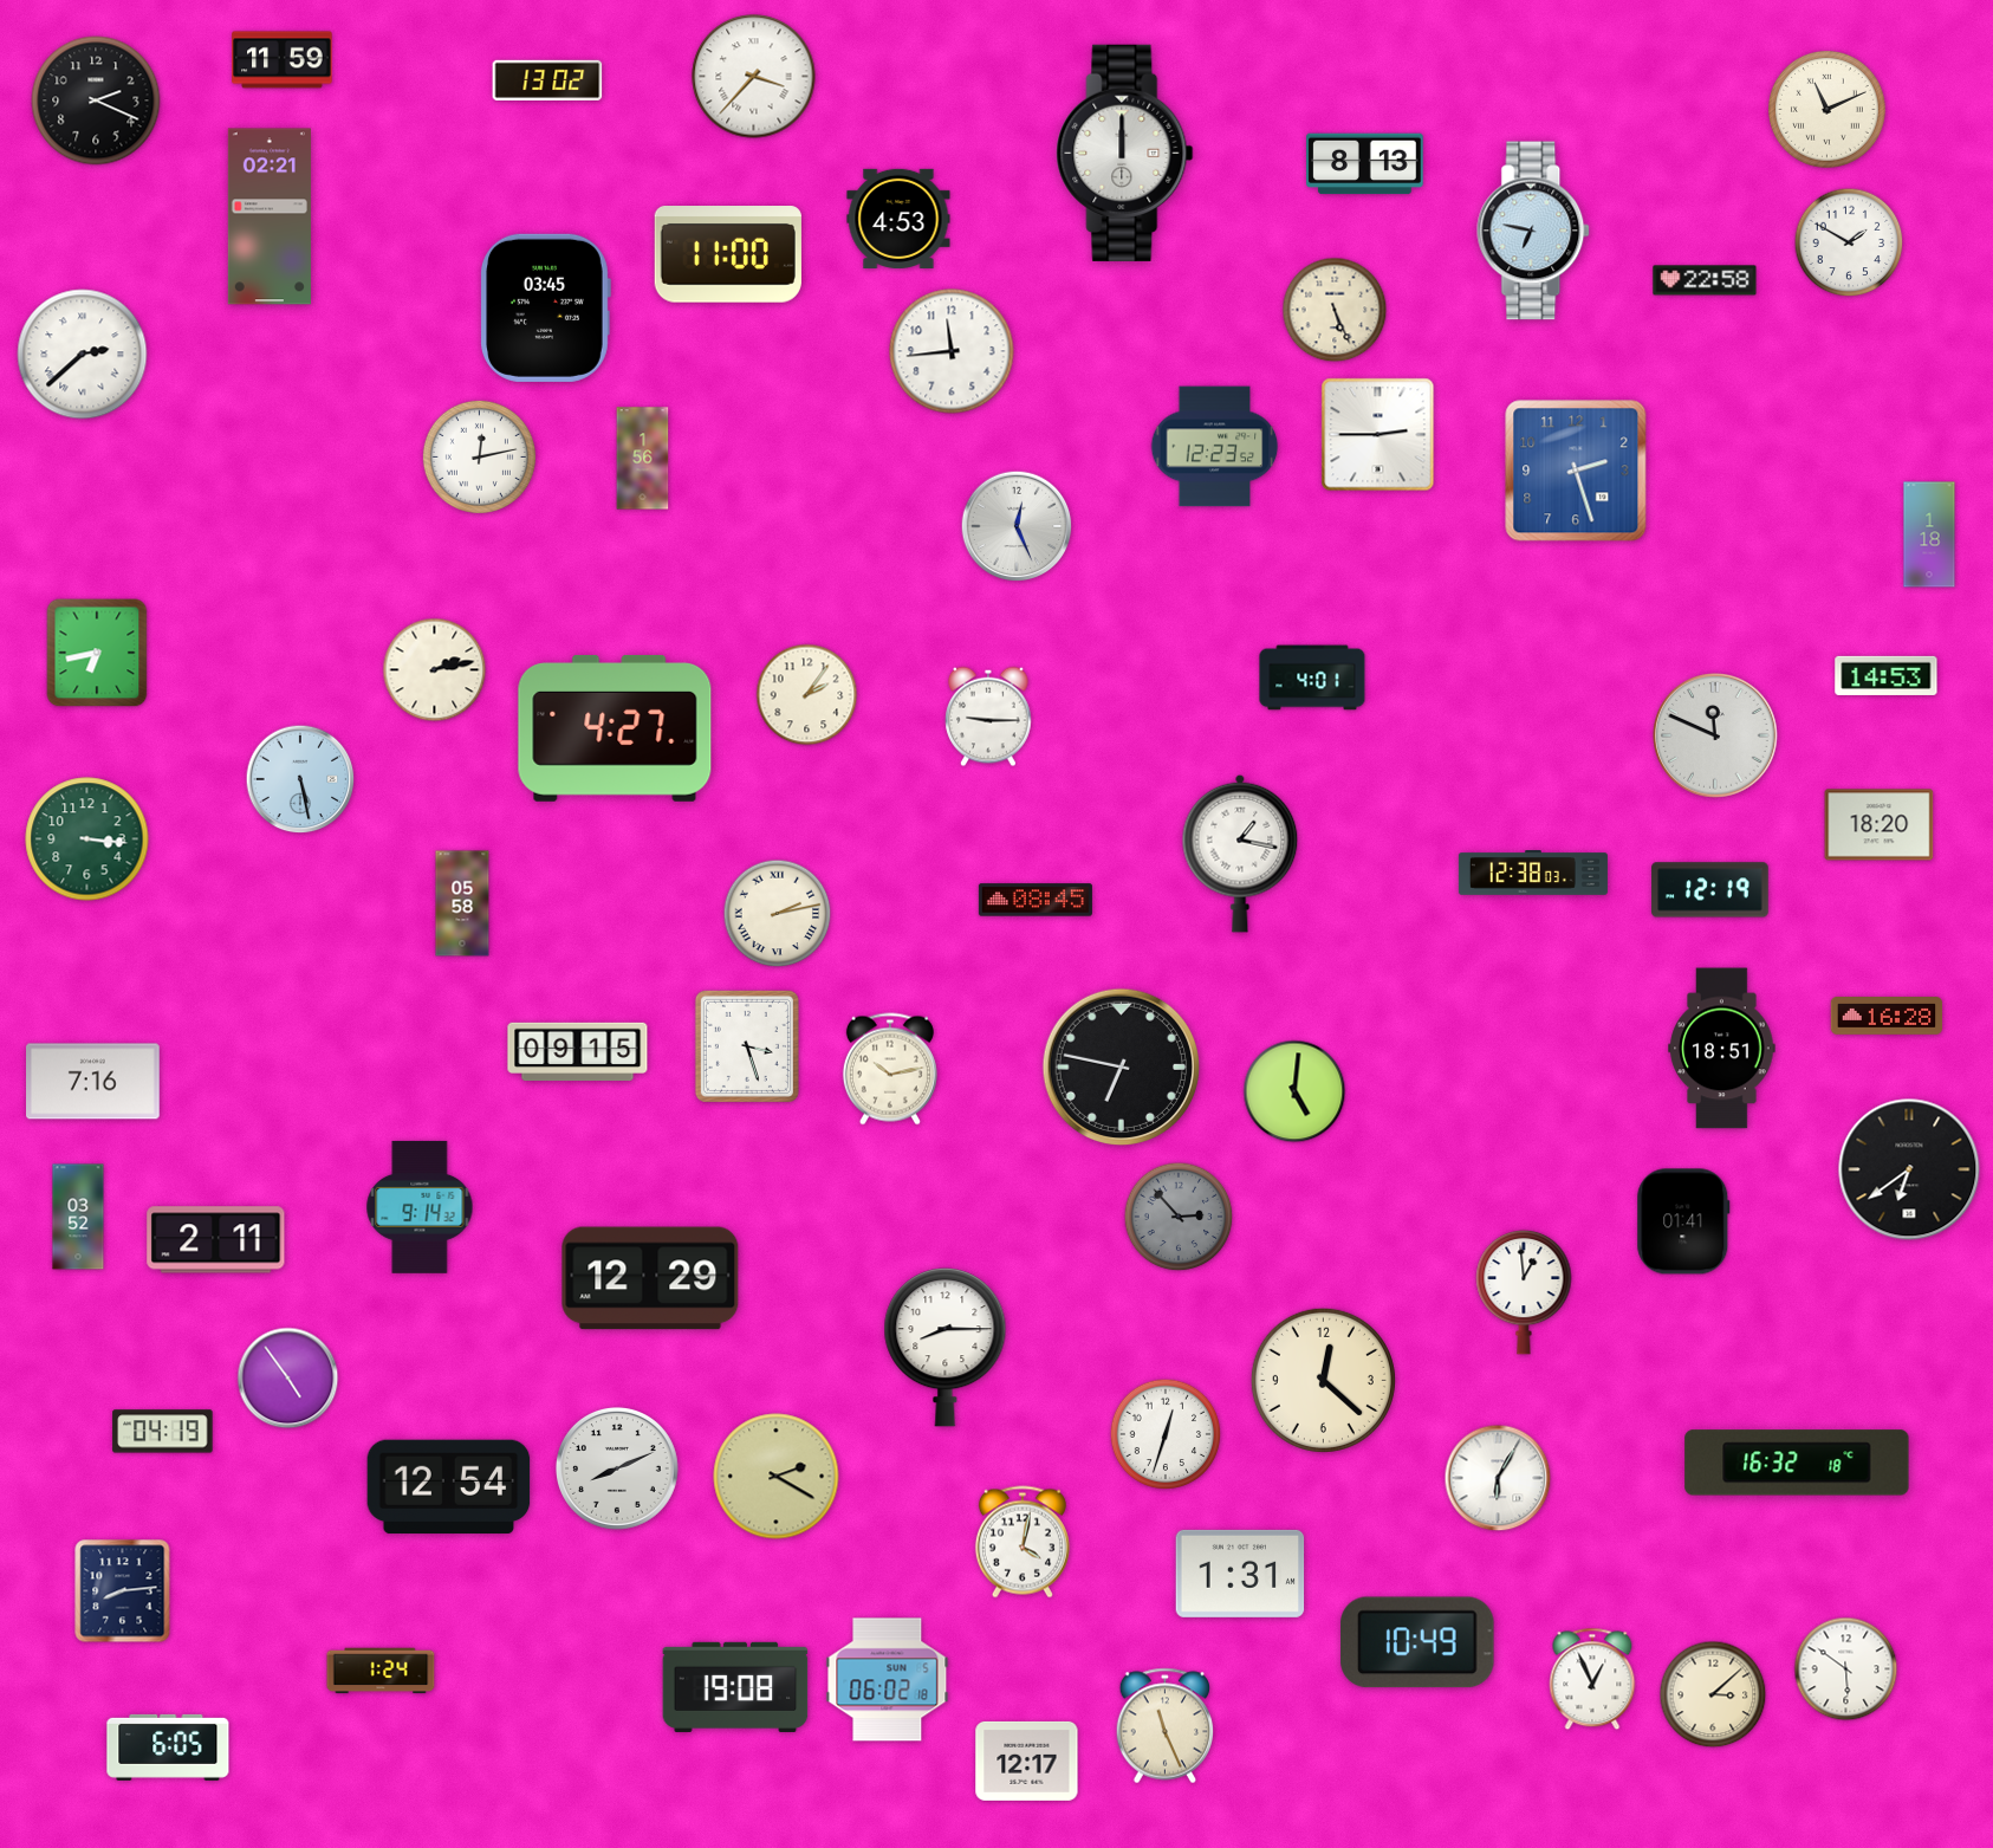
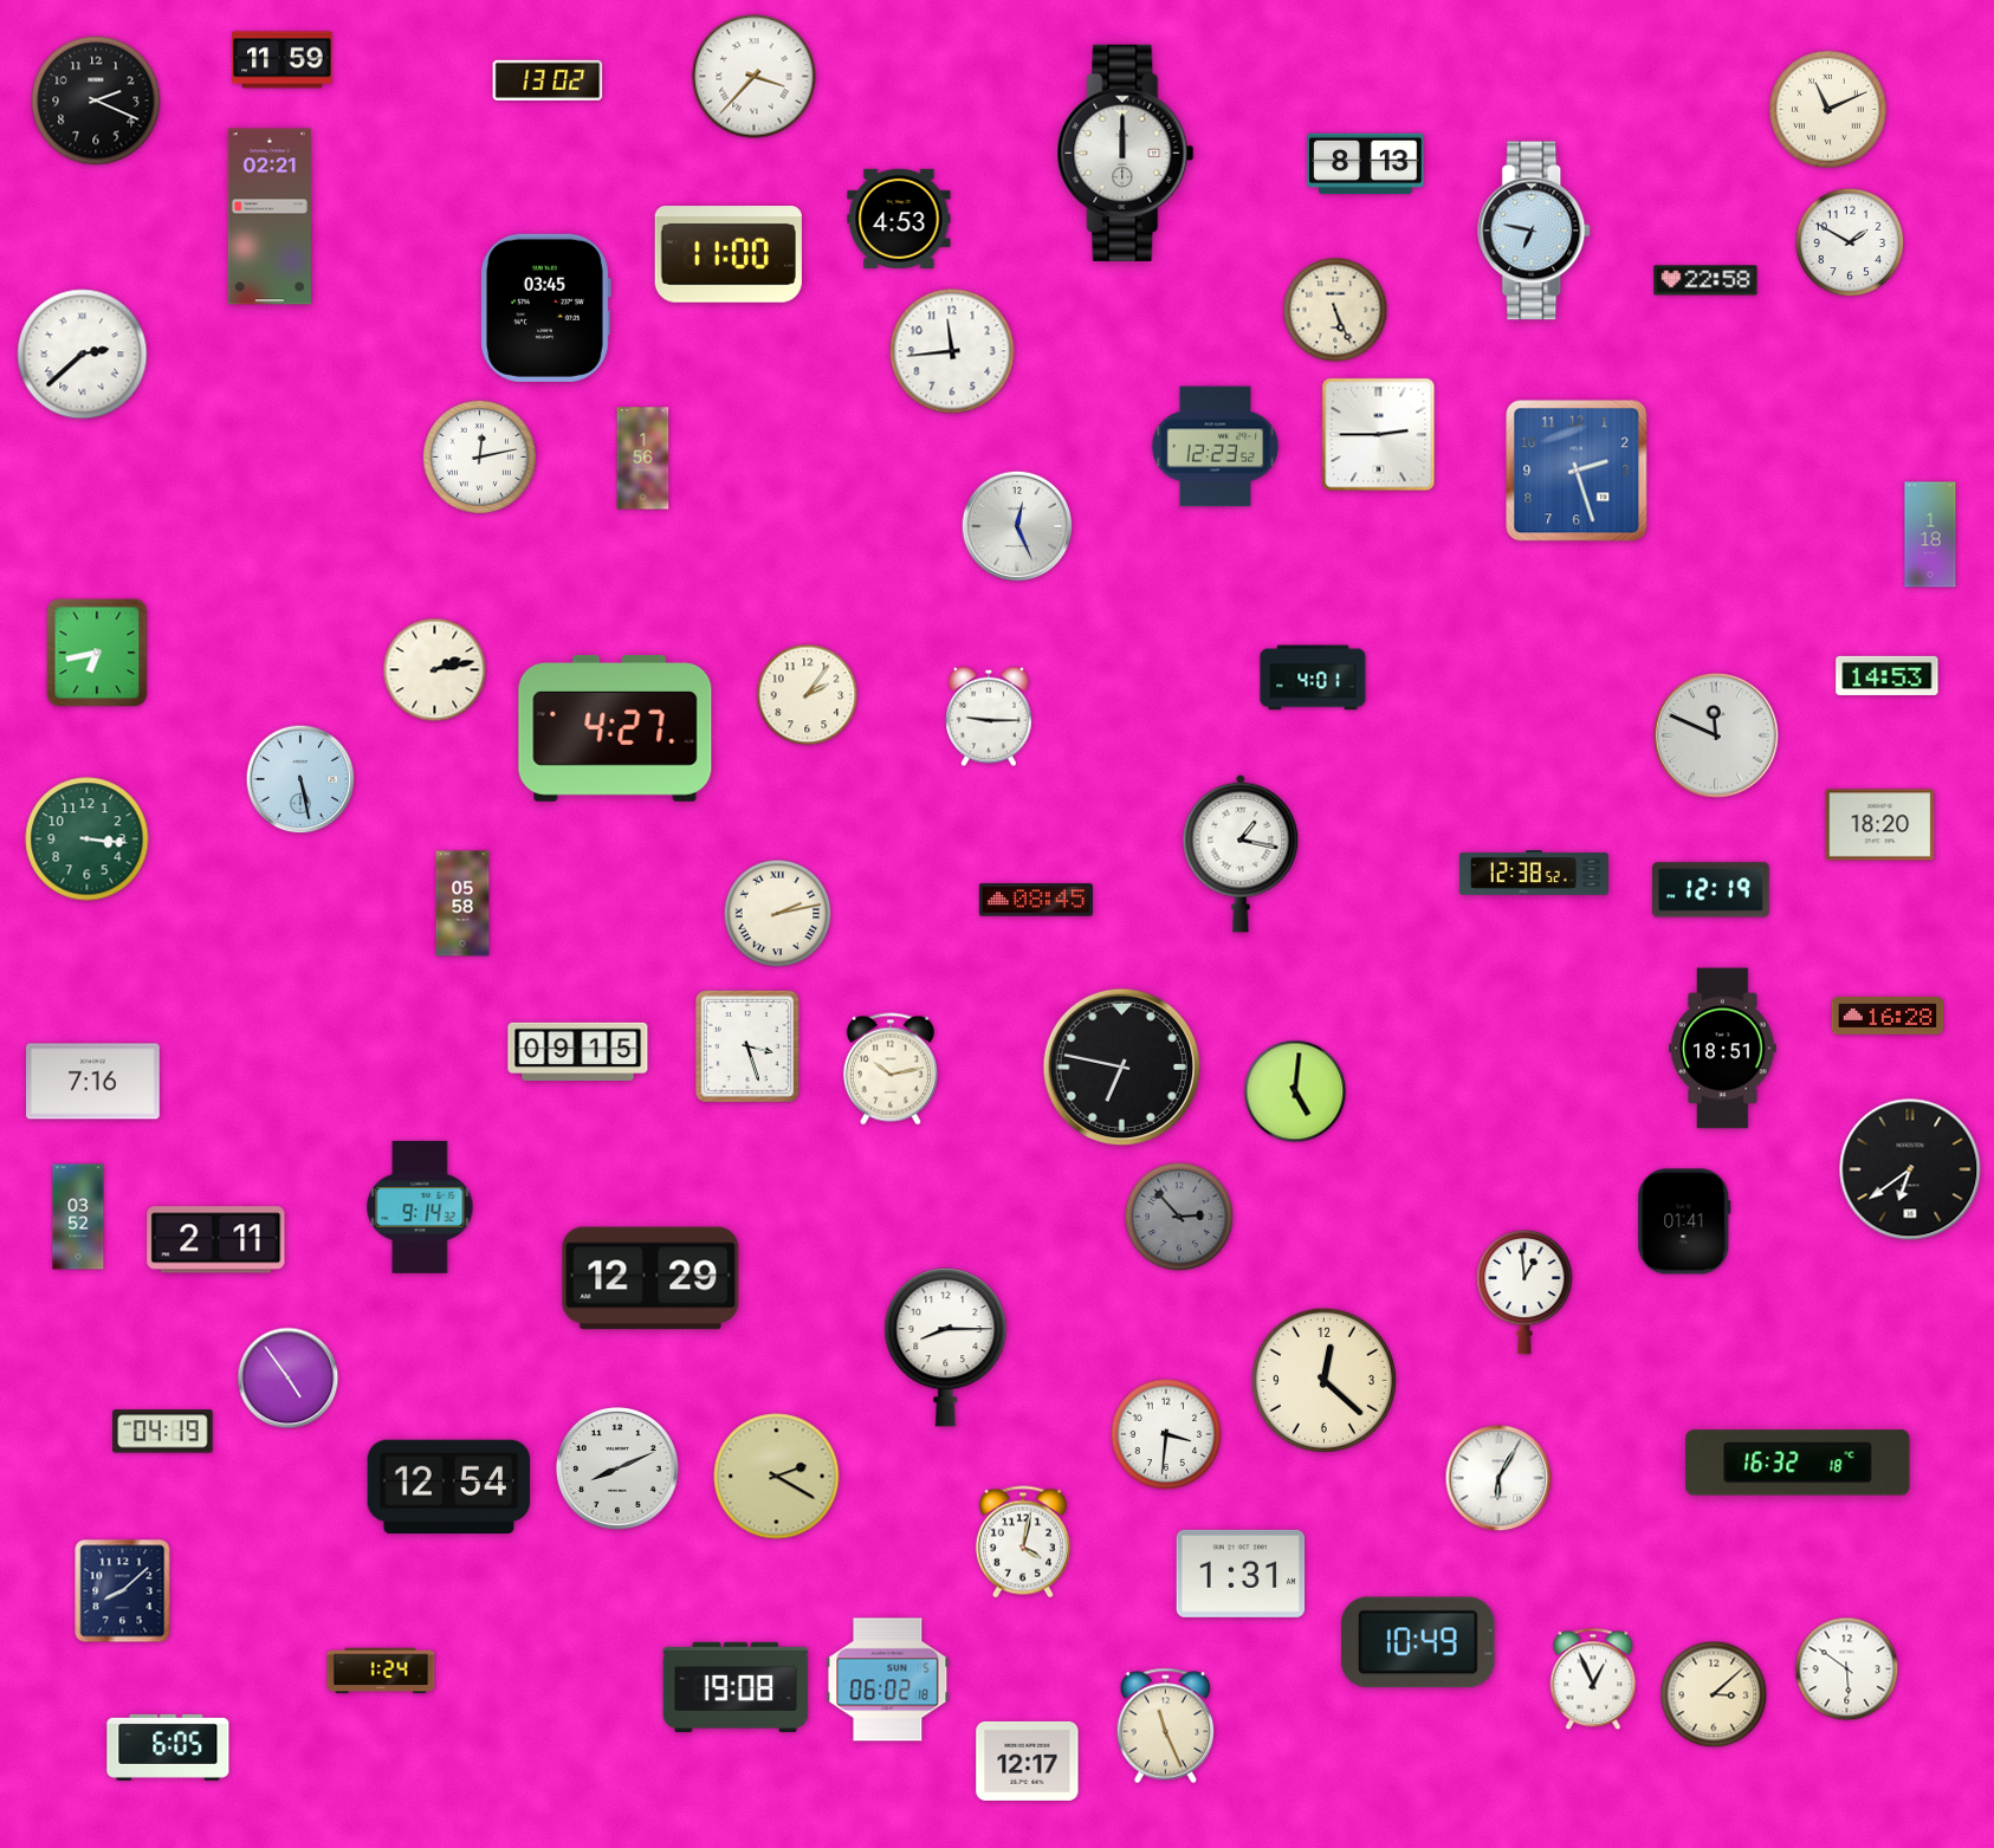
clock at (1533, 874): 12:38:03 -> 12:38:52
clock at (1166, 1434): 12:33 -> 3:31
clock at (123, 1591): 8:14 -> 8:08
